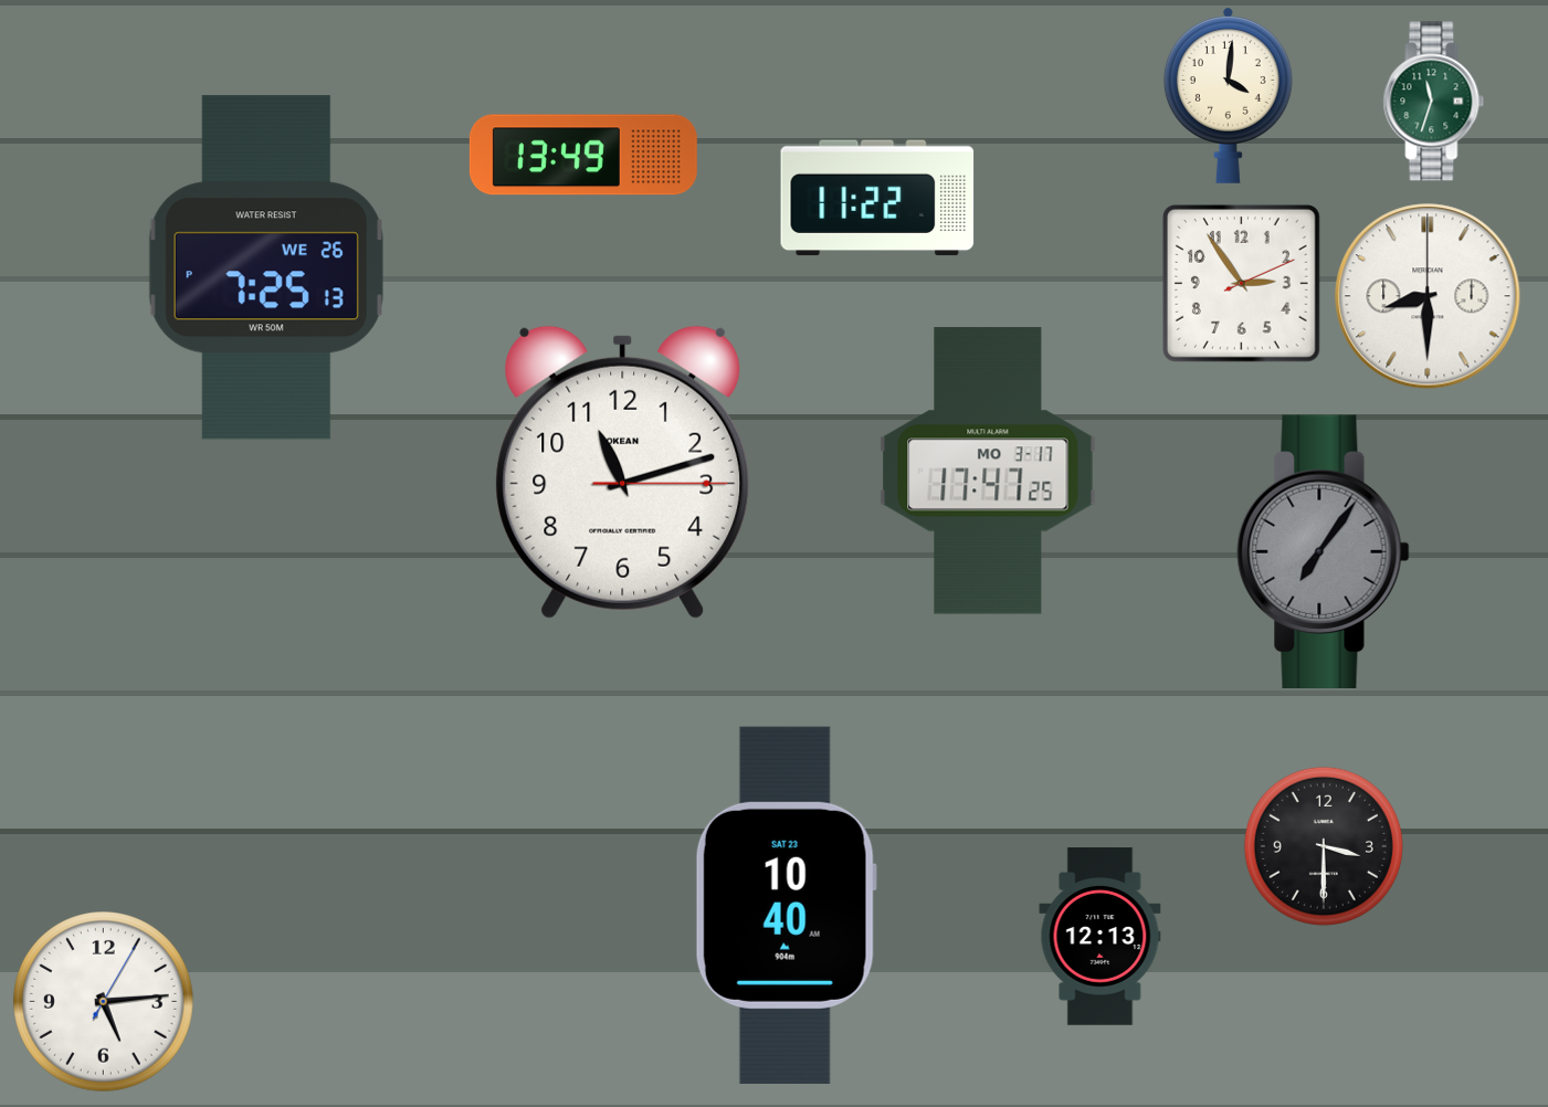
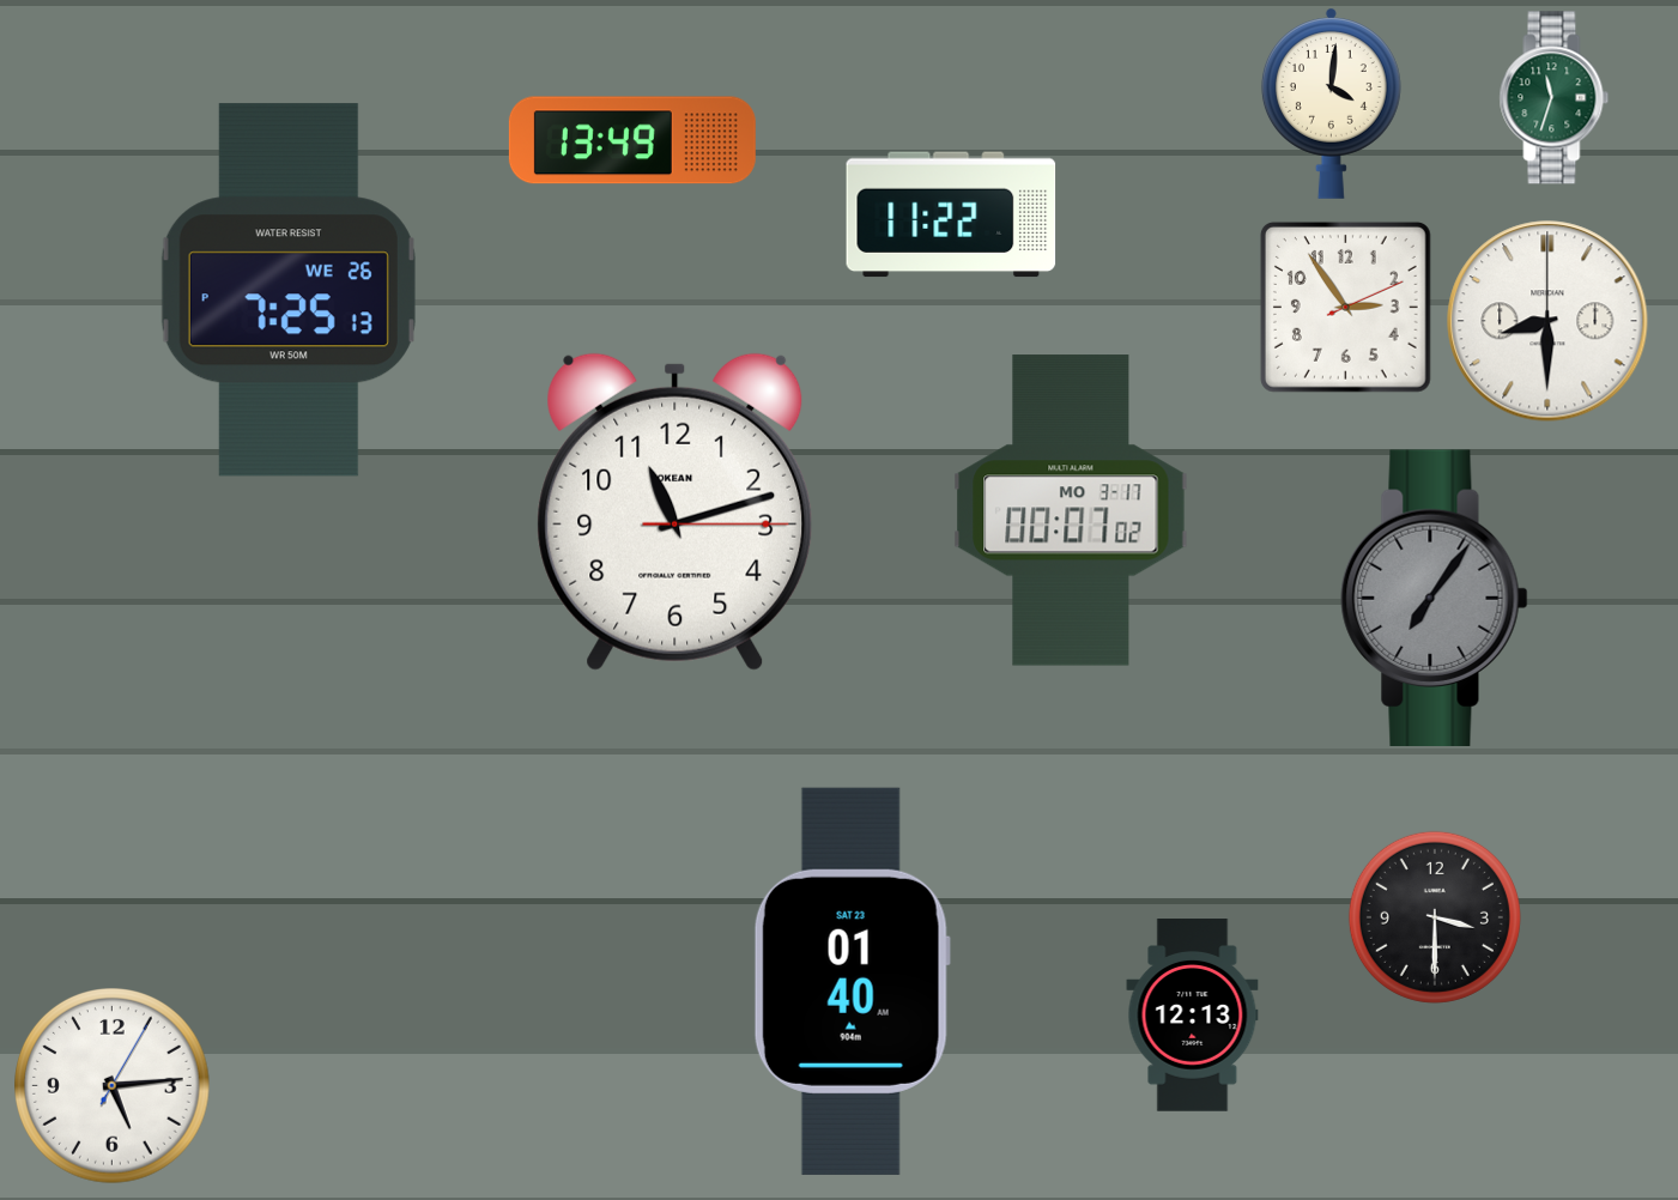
clock at (1434, 102) position: (1434, 102) -> (1555, 98)
clock at (583, 155) position: (583, 155) -> (632, 140)
clock at (988, 471): 17:47 -> 00:07
clock at (786, 905): 10:40 -> 01:40
